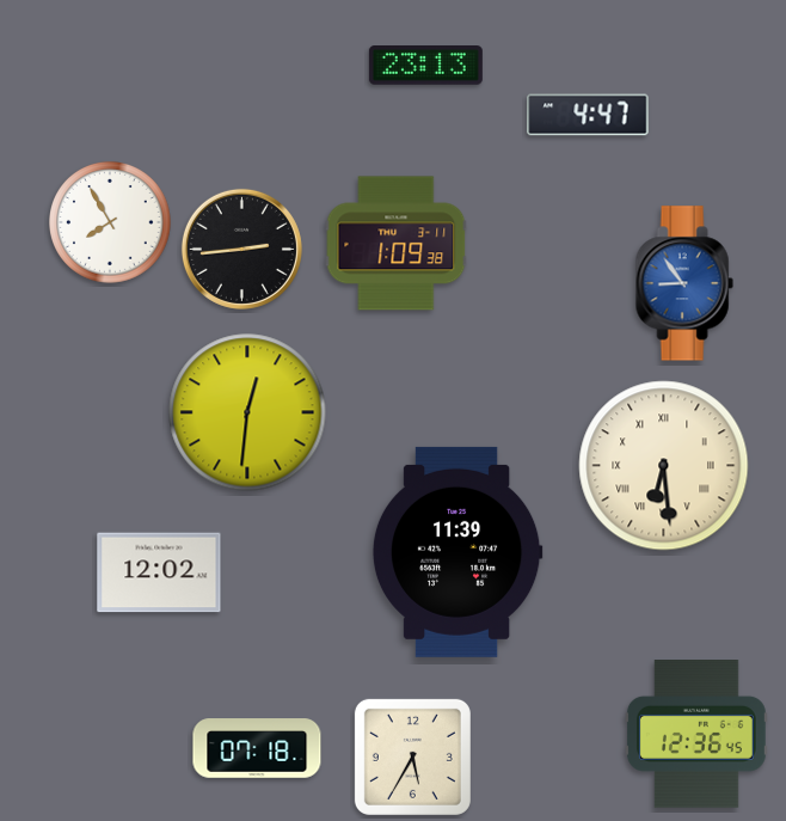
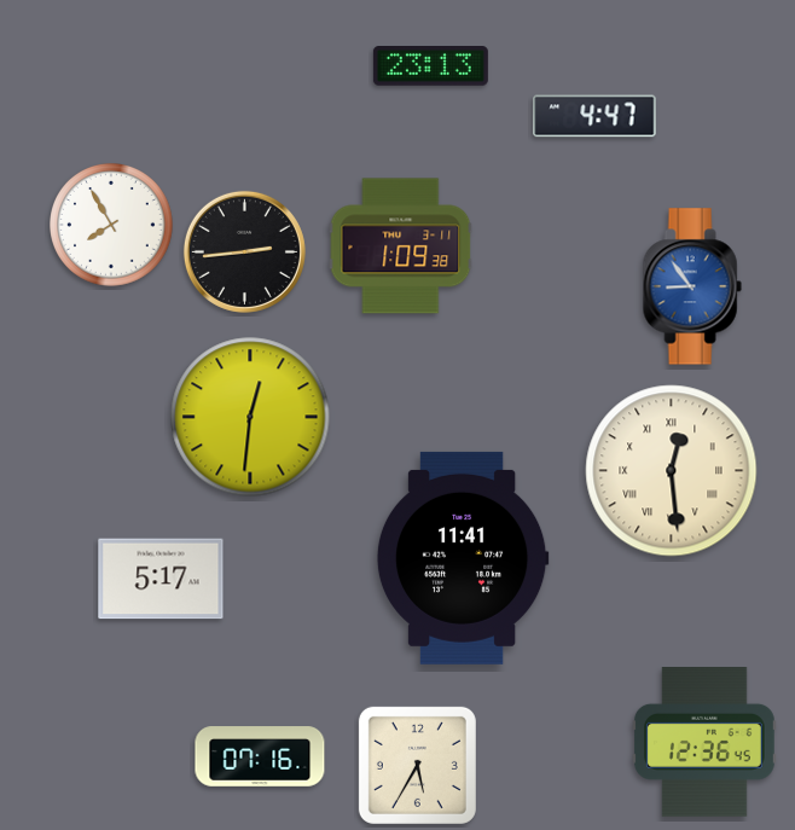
clock at (664, 466): 6:29 -> 12:29
clock at (458, 552): 11:39 -> 11:41
clock at (159, 572): 12:02 -> 5:17
clock at (257, 748): 07:18 -> 07:16
